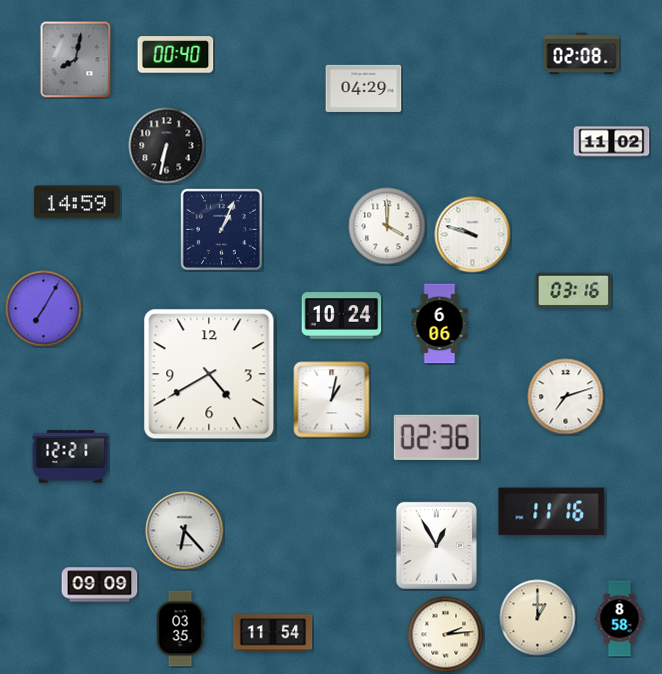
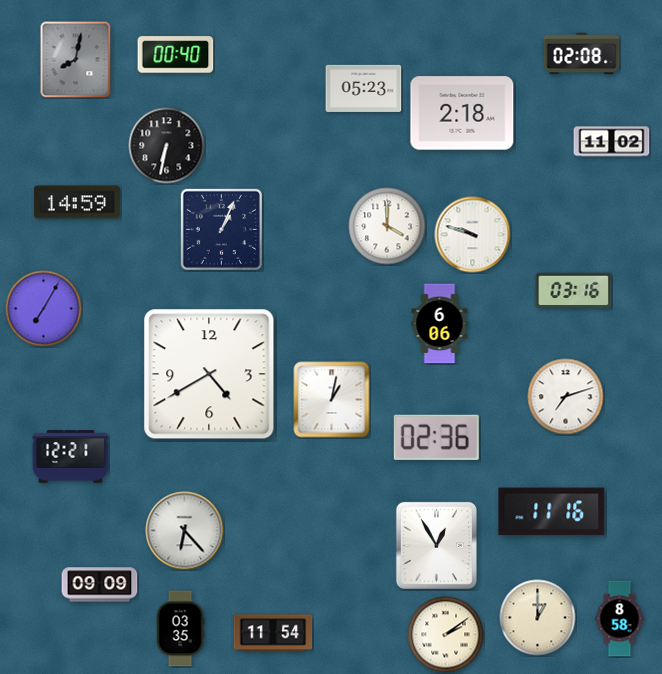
clock at (364, 88): 04:29 -> 05:23
clock at (462, 113): none -> 2:18
clock at (342, 316): 10:24 -> none
clock at (446, 635): 2:14 -> 2:09
